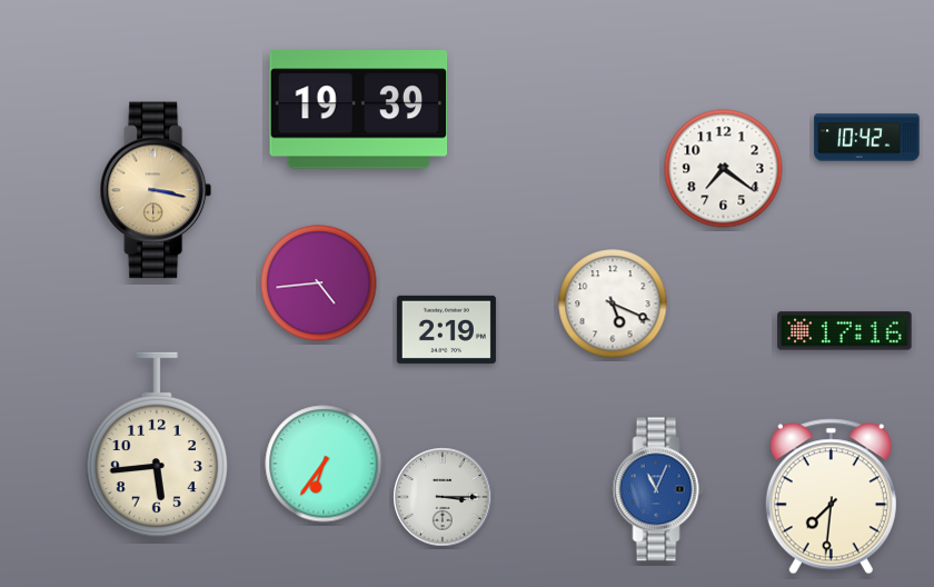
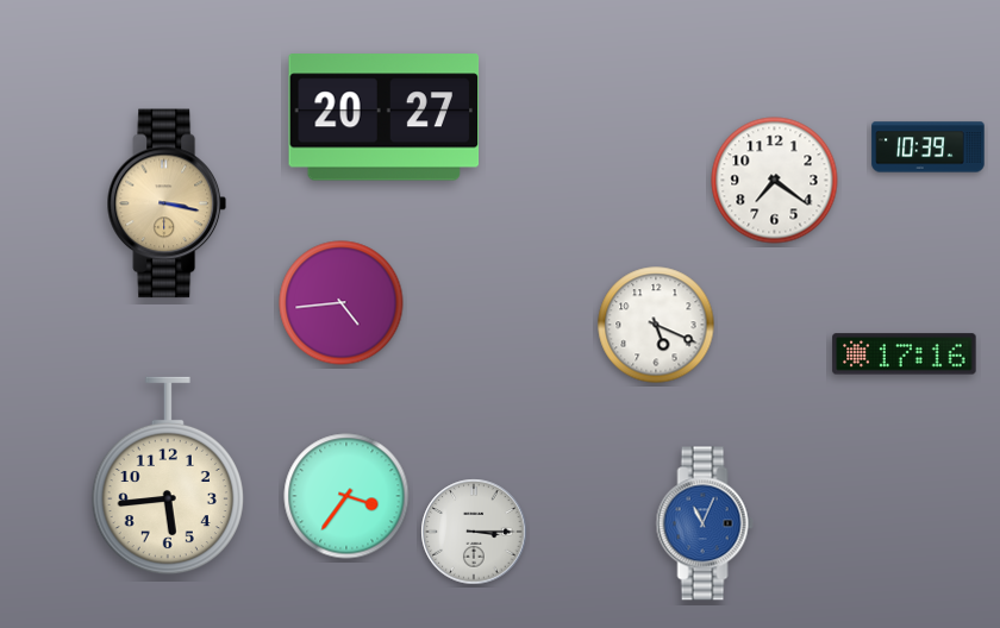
clock at (359, 110): 19:39 -> 20:27
clock at (867, 138): 10:42 -> 10:39
clock at (446, 329): 2:19 -> none
clock at (324, 464): 6:36 -> 3:36
clock at (831, 497): 7:31 -> none
